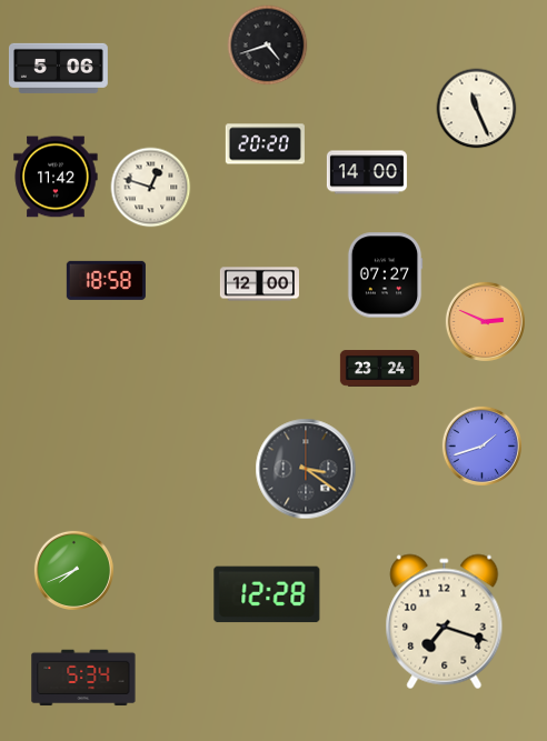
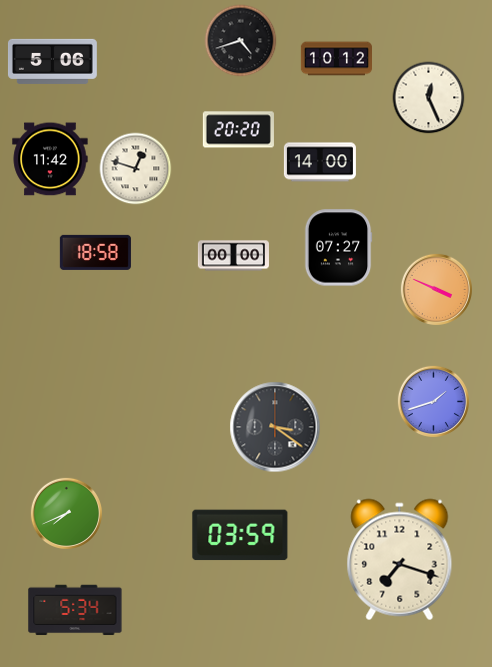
clock at (336, 59): none -> 10:12
clock at (477, 109): 11:26 -> 12:26
clock at (367, 172) position: (367, 172) -> (320, 162)
clock at (385, 276) position: (385, 276) -> (338, 248)
clock at (259, 284): 12:00 -> 00:00
clock at (485, 321): 2:49 -> 3:49
clock at (379, 369): 23:24 -> none
clock at (306, 469) position: (306, 469) -> (275, 427)
clock at (267, 594): 12:28 -> 03:59
